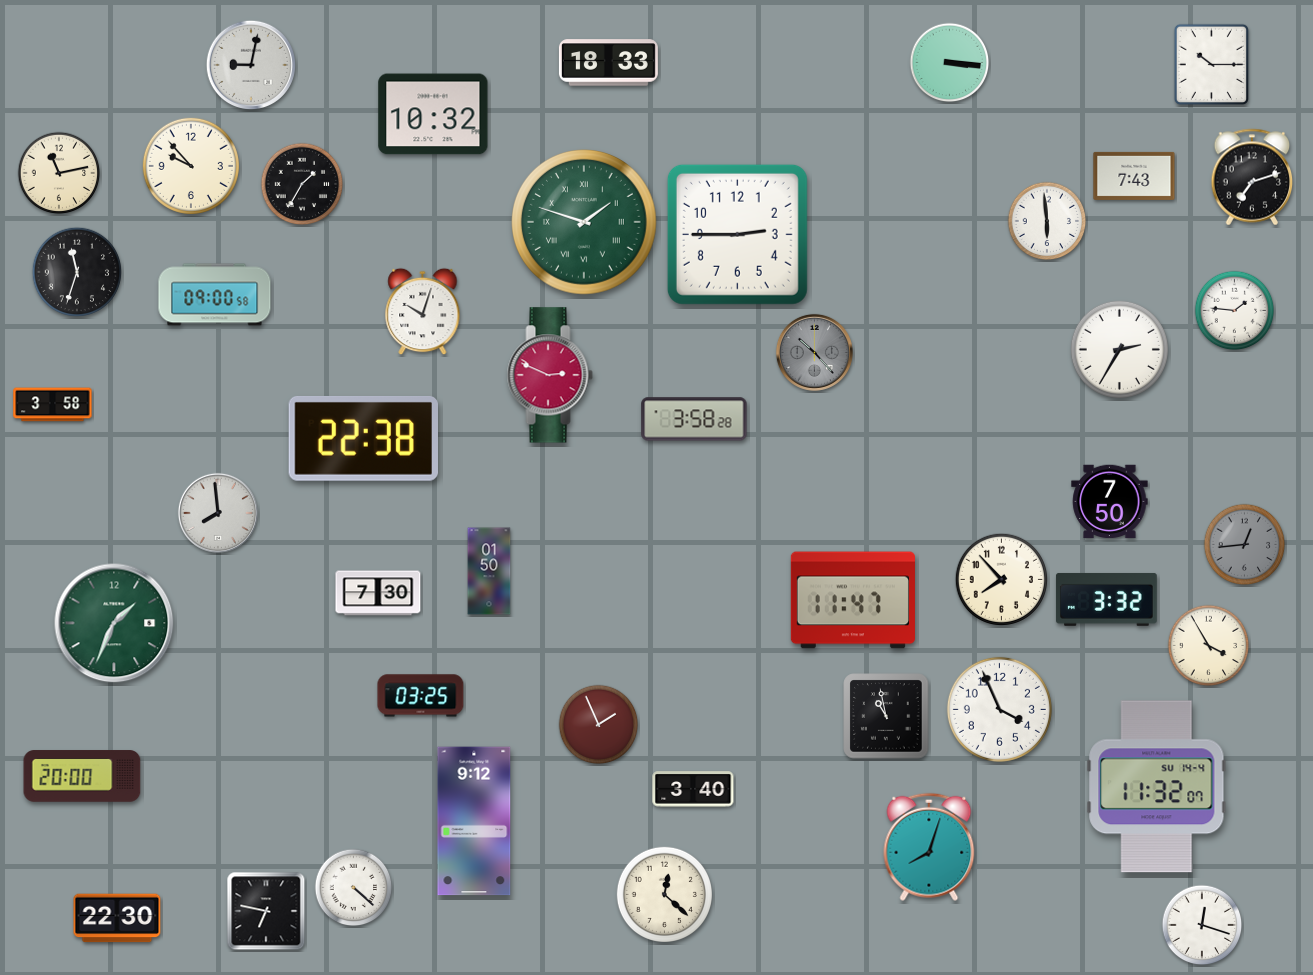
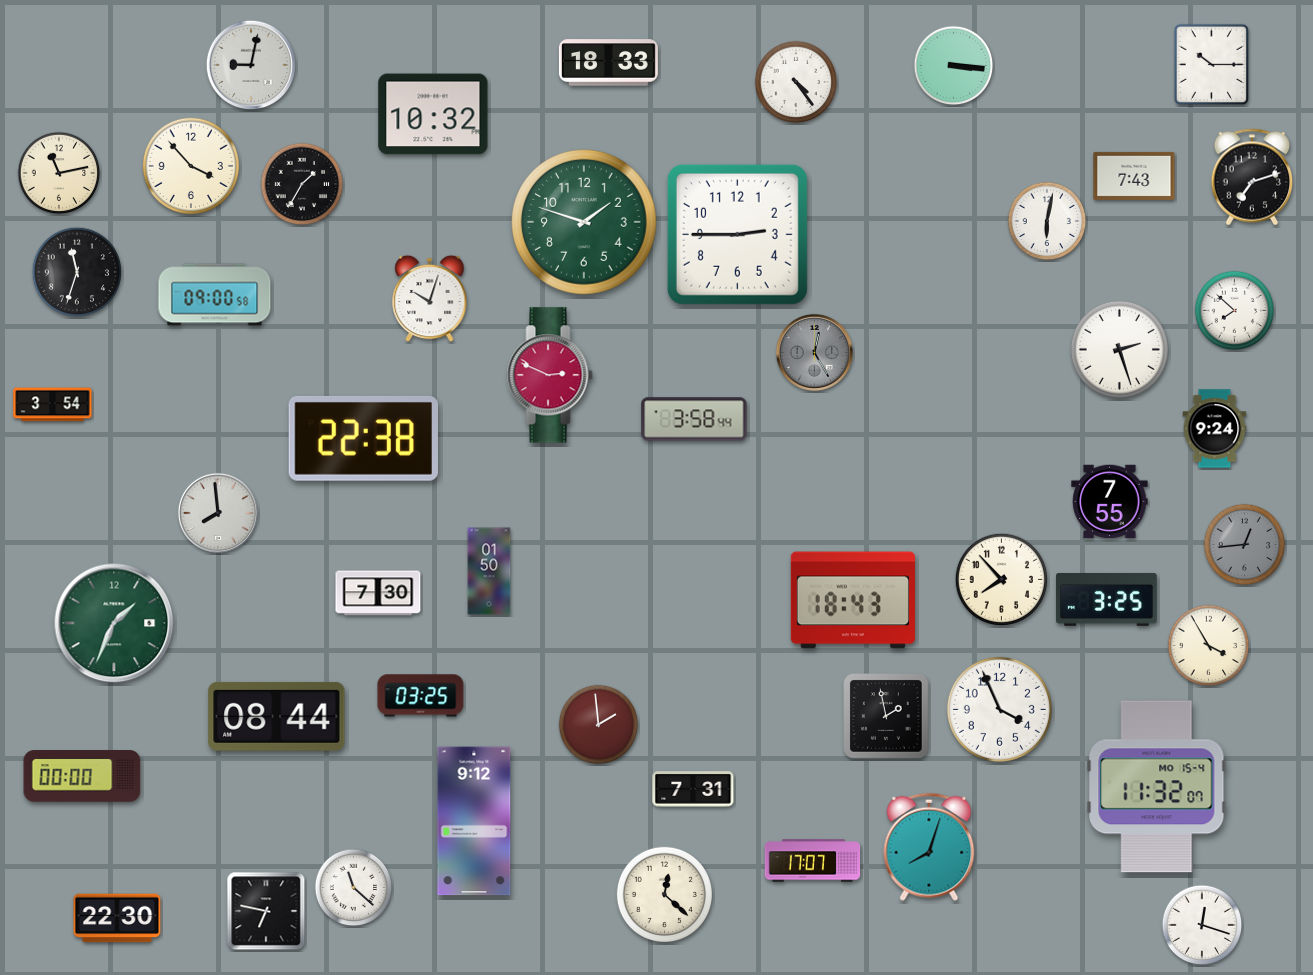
clock at (950, 63) position: (950, 63) -> (954, 66)
clock at (796, 82): none -> 4:24
clock at (191, 166): 9:53 -> 3:53
clock at (1047, 221): 5:59 -> 6:02
clock at (585, 223) numerals: Roman -> Arabic
clock at (1235, 311): 1:46 -> 7:52
clock at (423, 312) position: (423, 312) -> (430, 299)
clock at (1119, 349): 2:35 -> 2:27
clock at (814, 352): 10:23 -> 12:25
clock at (53, 405): 3:58 -> 3:54
clock at (694, 419): 3:58:28 -> 3:58:44
clock at (1215, 429): none -> 9:24
clock at (1110, 502): 7:50 -> 7:55
clock at (1106, 599): 3:32 -> 3:25
clock at (853, 600): 11:47 -> 18:43
clock at (277, 716): none -> 08:44
clock at (886, 716): 10:58 -> 1:58
clock at (599, 725): 1:56 -> 1:59
clock at (82, 776): 20:00 -> 00:00
clock at (1157, 787) date: SU 14-4 -> MO 15-4
clock at (693, 789): 3:40 -> 7:31
clock at (813, 861): none -> 17:07
clock at (354, 888): 4:22 -> 11:22
